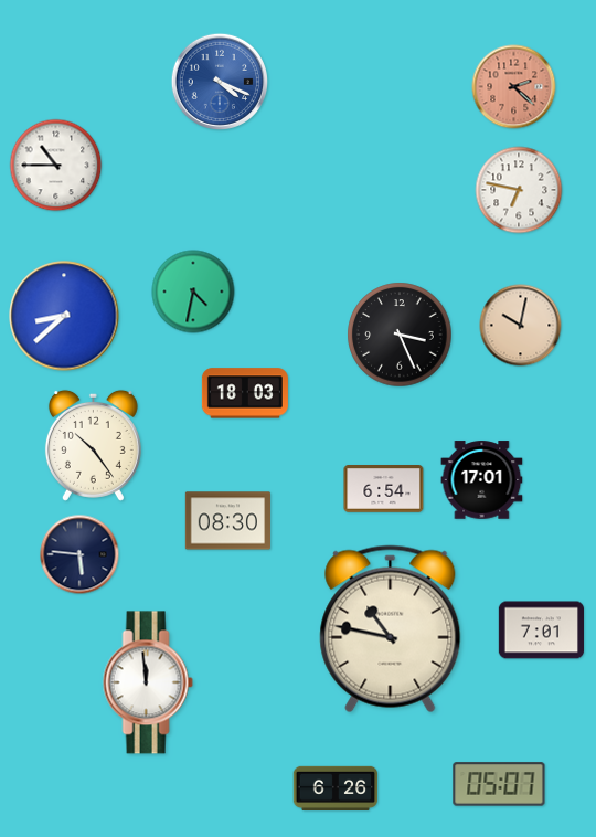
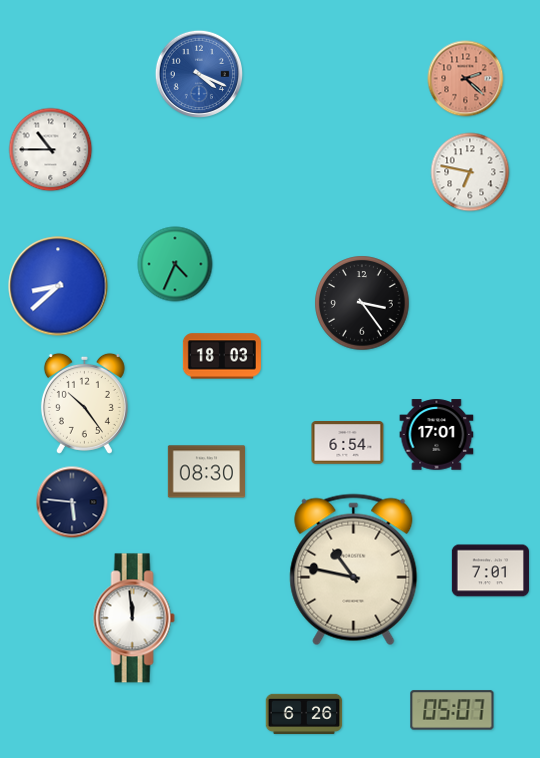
clock at (193, 292): 4:32 -> 4:34
clock at (521, 326): 10:02 -> none
clock at (400, 335): 3:26 -> 3:24
